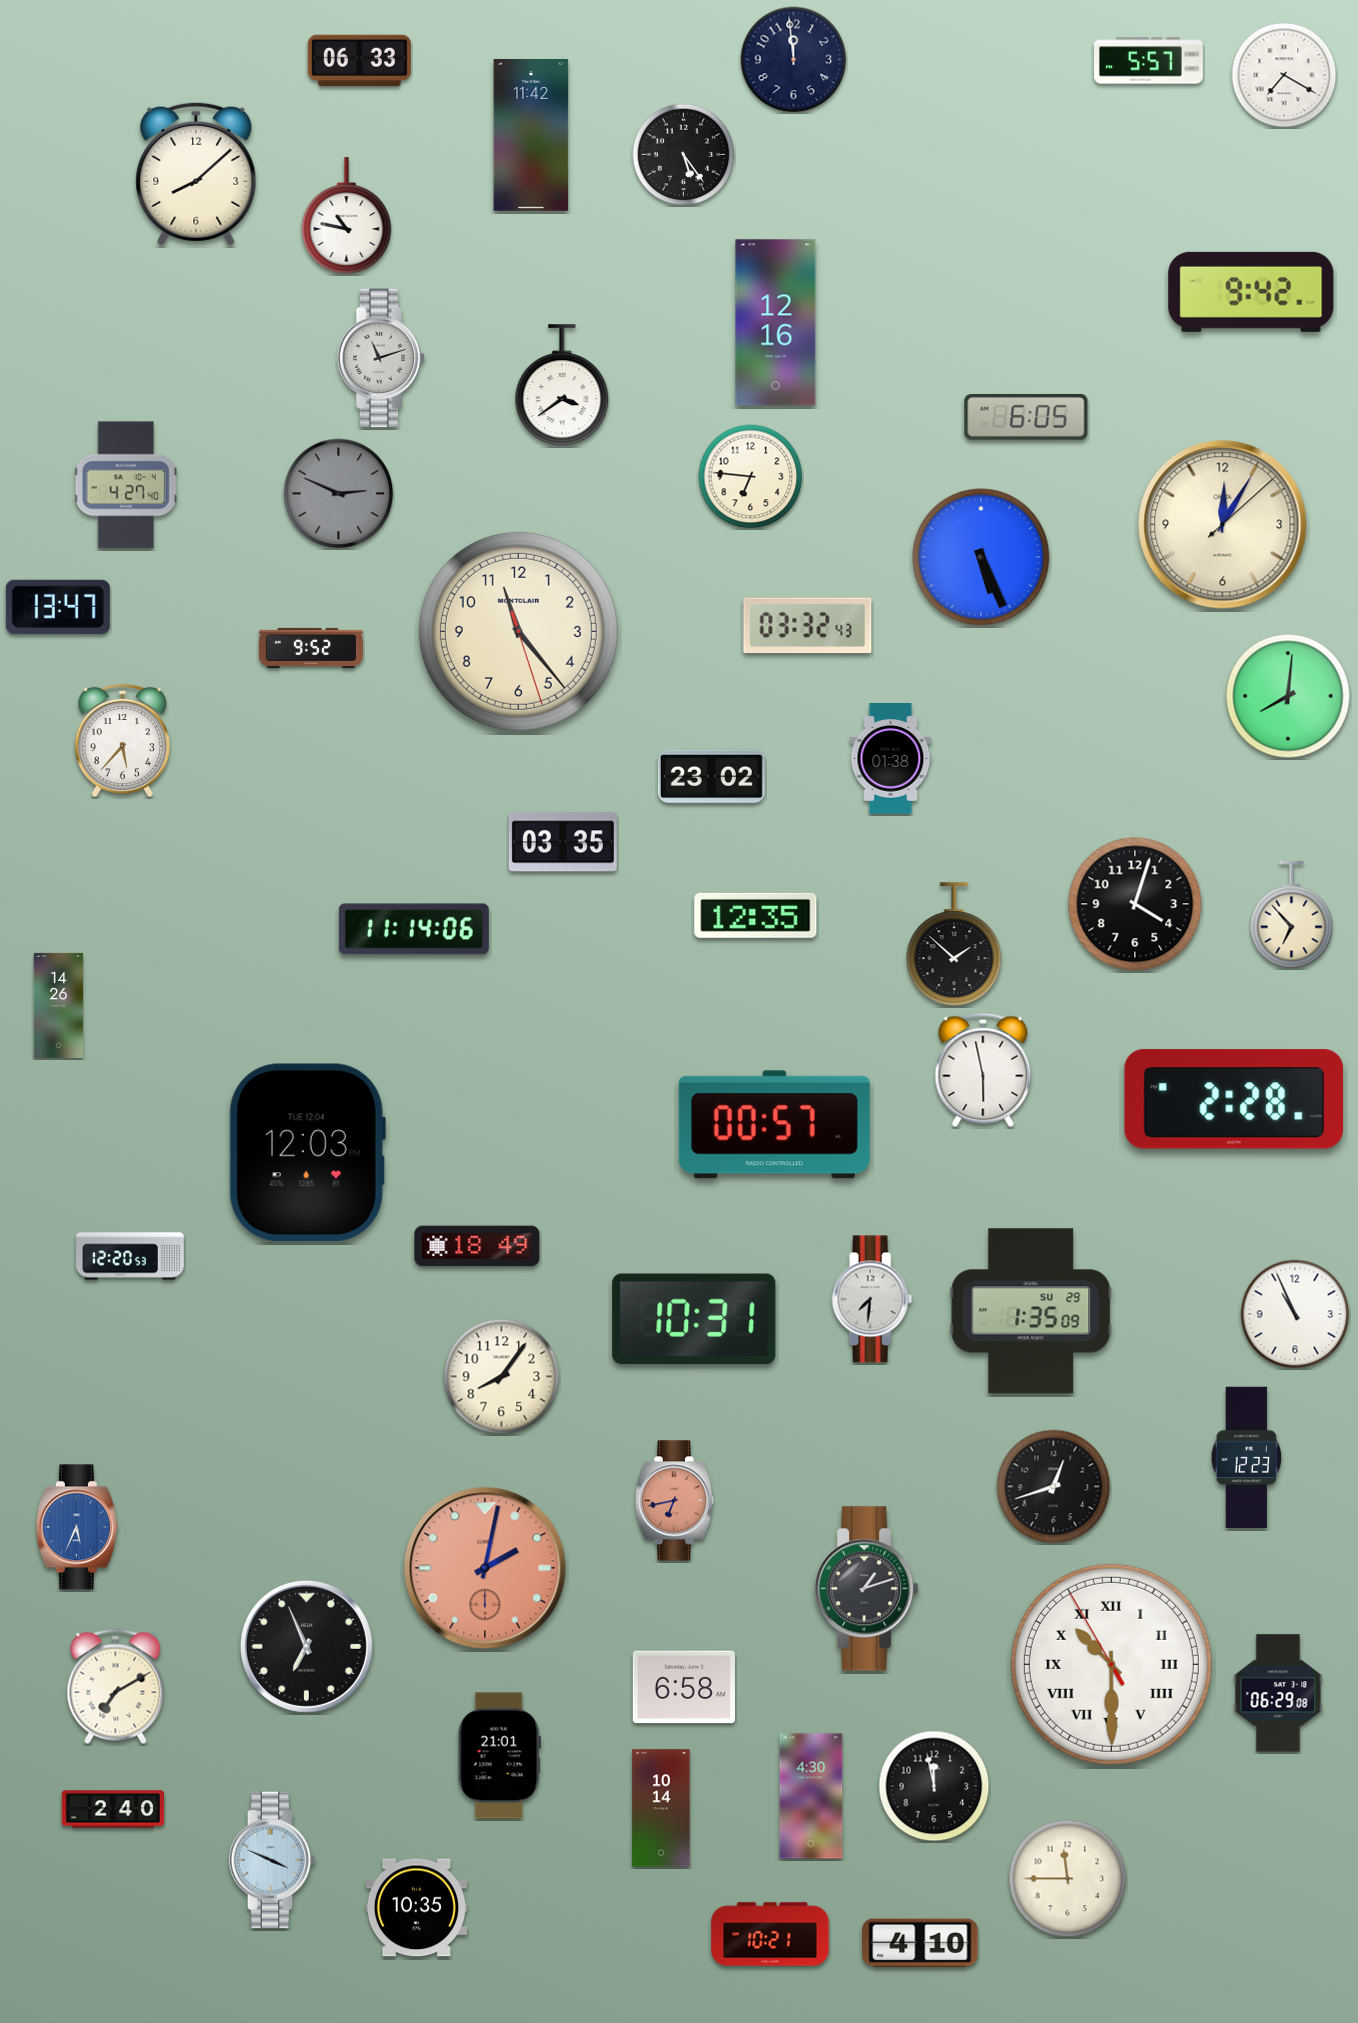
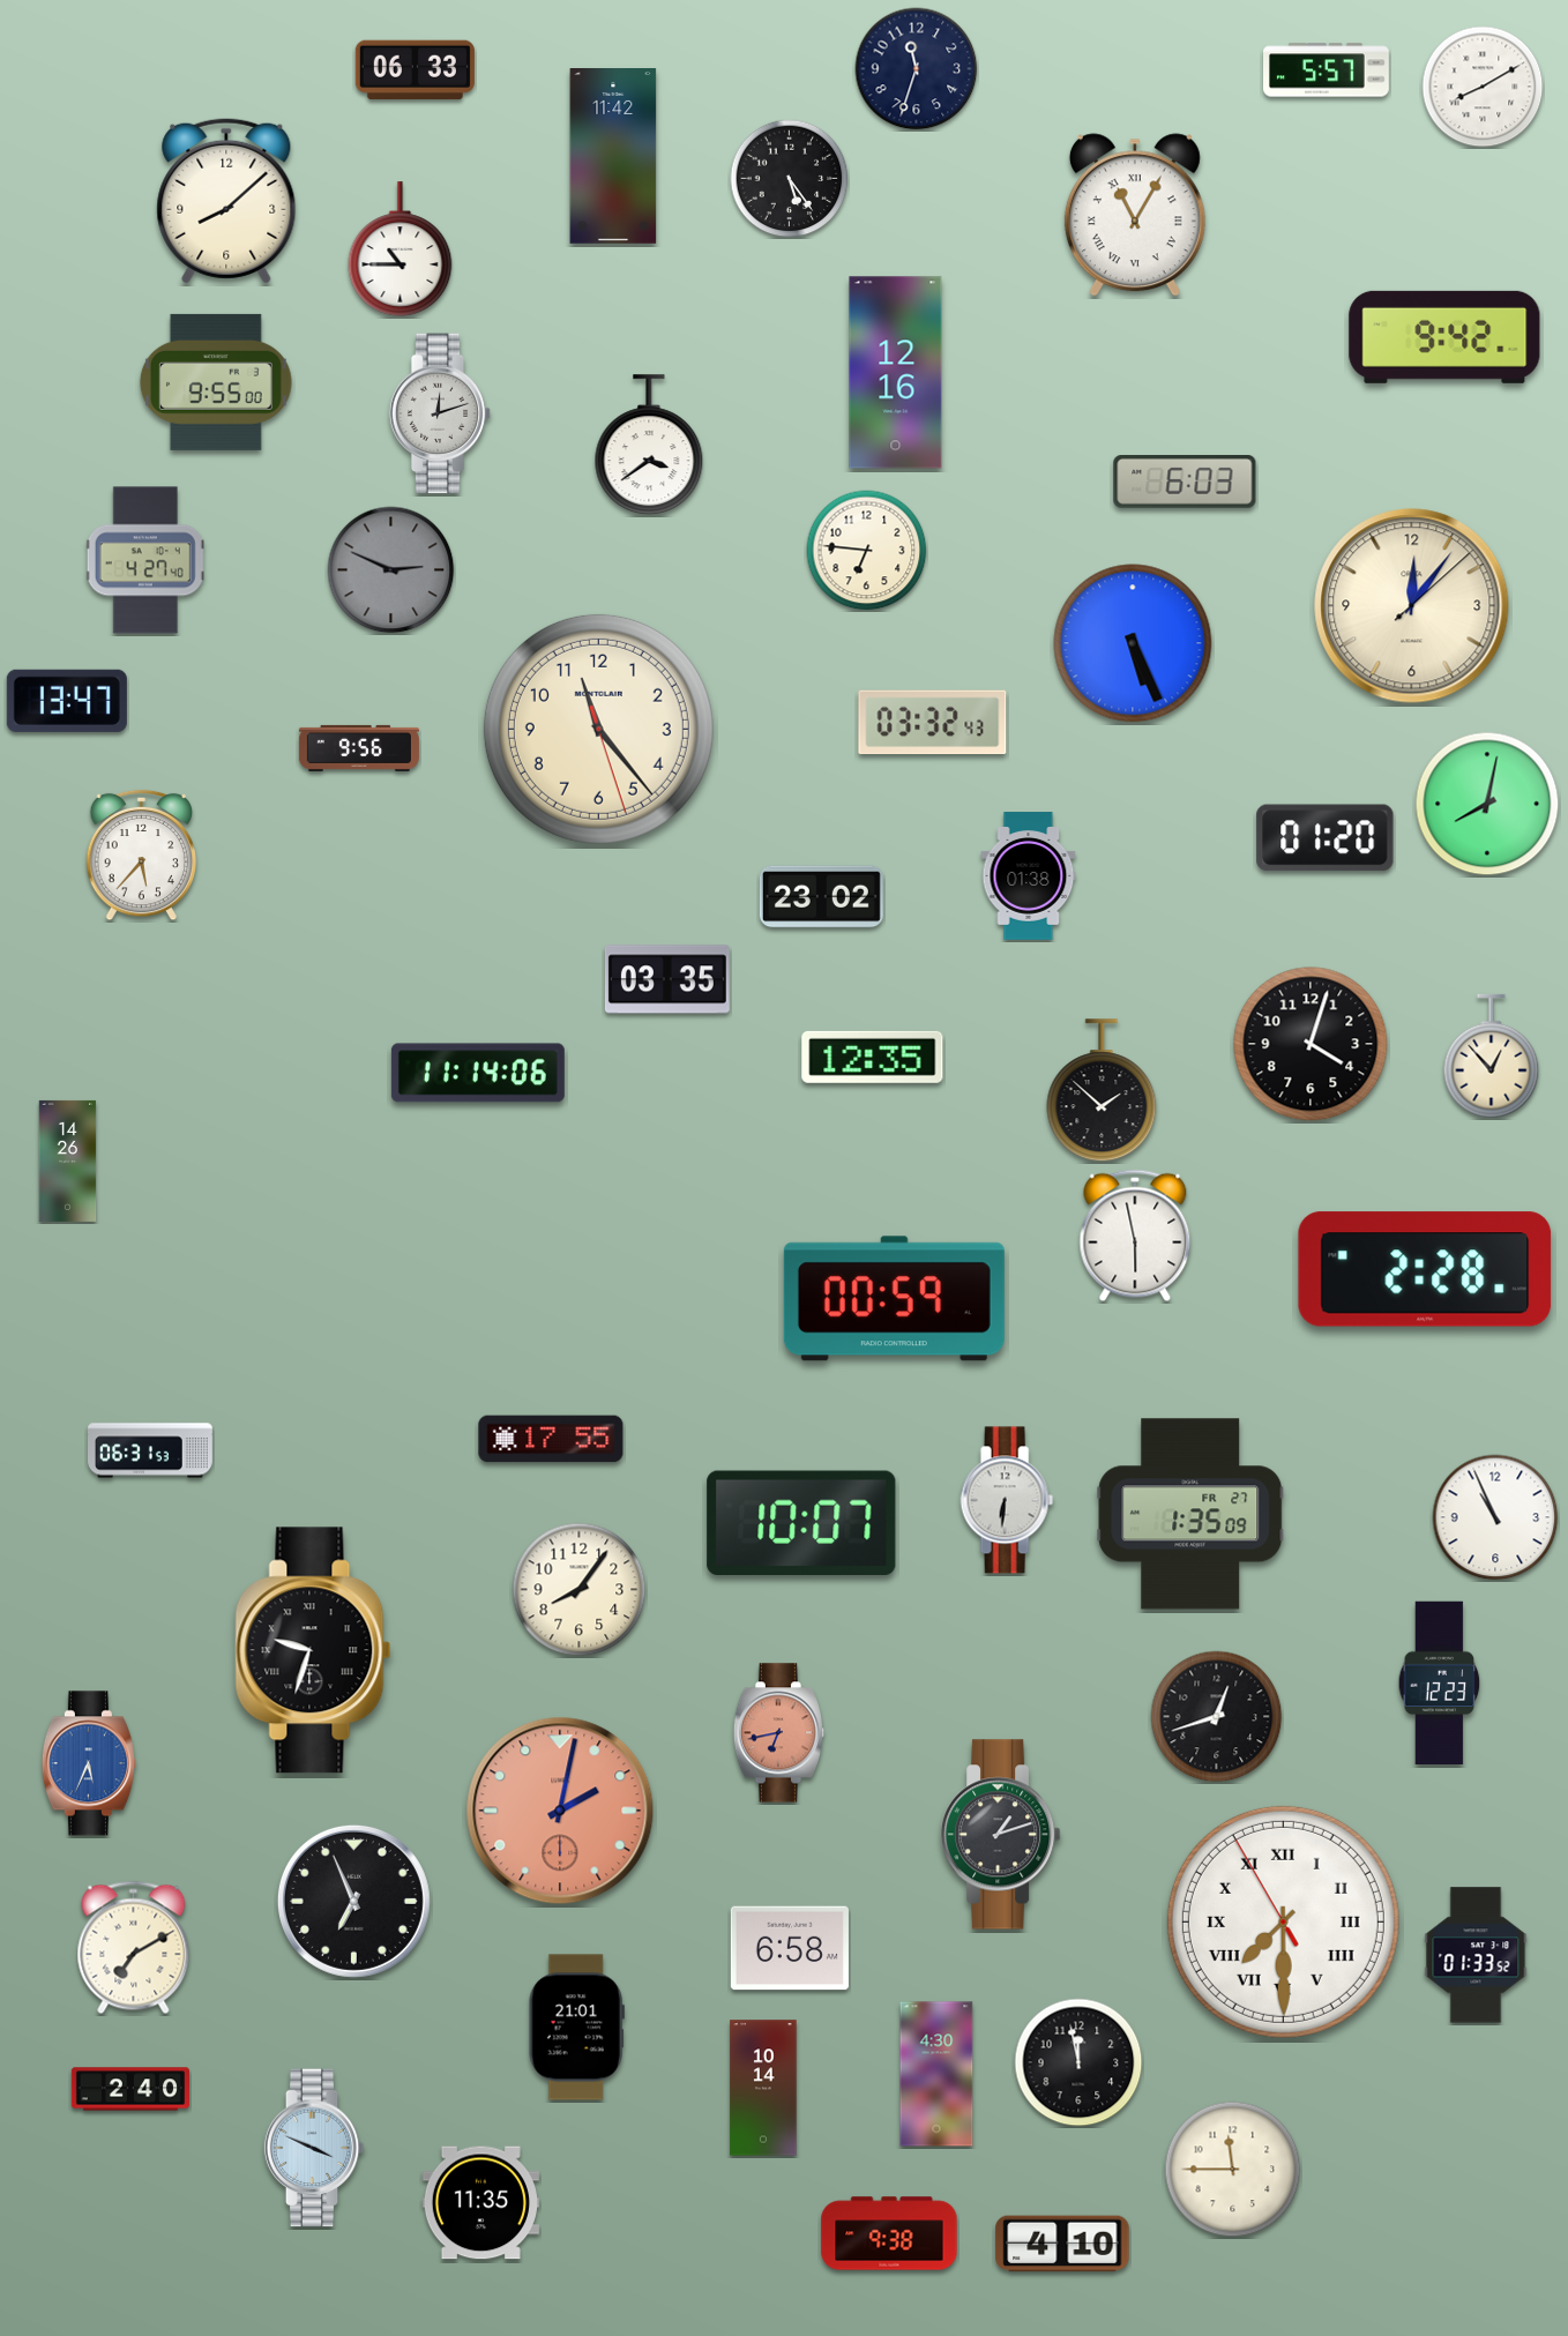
clock at (794, 60): 11:59 -> 11:33
clock at (1284, 75): 7:20 -> 8:10
clock at (1135, 215): none -> 11:05
clock at (347, 216): 10:47 -> 10:45
clock at (216, 382): none -> 9:55
clock at (381, 358): 11:12 -> 12:12
clock at (1026, 418): 6:05 -> 6:03
clock at (1223, 525): 12:05 -> 12:06
clock at (311, 648): 9:52 -> 9:56
clock at (1288, 696): 8:01 -> 8:02
clock at (1326, 838): none -> 01:20
clock at (563, 842) position: (563, 842) -> (667, 979)
clock at (1292, 915): 6:53 -> 12:53
clock at (774, 1125): 00:57 -> 00:59
clock at (307, 1153): 12:03 -> none
clock at (477, 1246): 18:49 -> 17:55
clock at (131, 1256): 12:20 -> 06:31
clock at (872, 1299): 7:31 -> 6:31
clock at (1031, 1311) date: SU 29 -> FR 27
clock at (694, 1318): 10:31 -> 10:07
clock at (313, 1650): none -> 9:33
clock at (1111, 1664): 10:29 -> 7:29
clock at (1278, 1693): 06:29 -> 01:33
clock at (416, 1908): 10:35 -> 11:35
clock at (770, 1934): 10:21 -> 9:38
